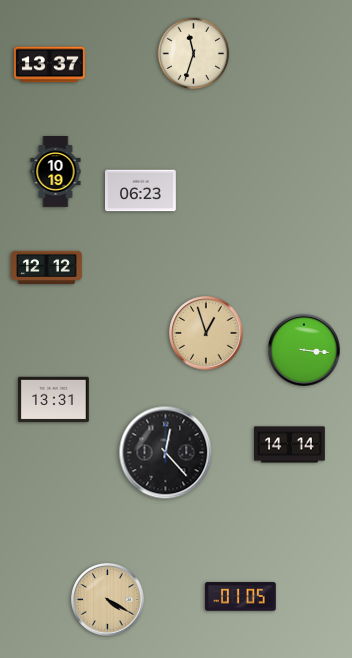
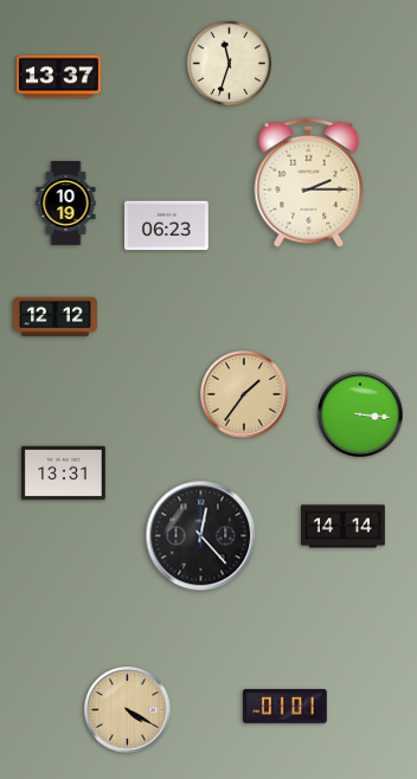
clock at (309, 182): none -> 2:15
clock at (206, 333): 12:57 -> 1:36
clock at (166, 453) position: (166, 453) -> (201, 536)
clock at (240, 597): 01:05 -> 01:01
